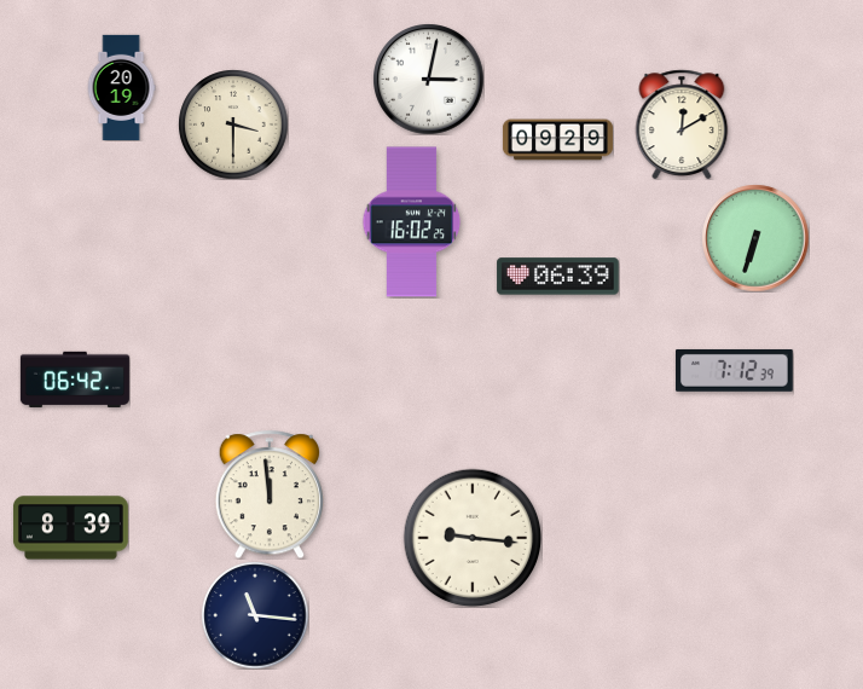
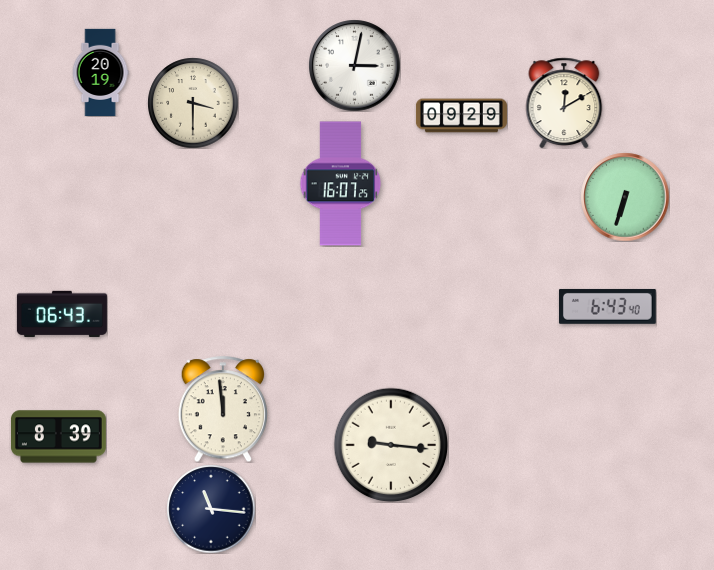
clock at (412, 222): 16:02 -> 16:07
clock at (558, 277): 06:39 -> none
clock at (734, 370): 7:12 -> 6:43
clock at (75, 380): 06:42 -> 06:43
